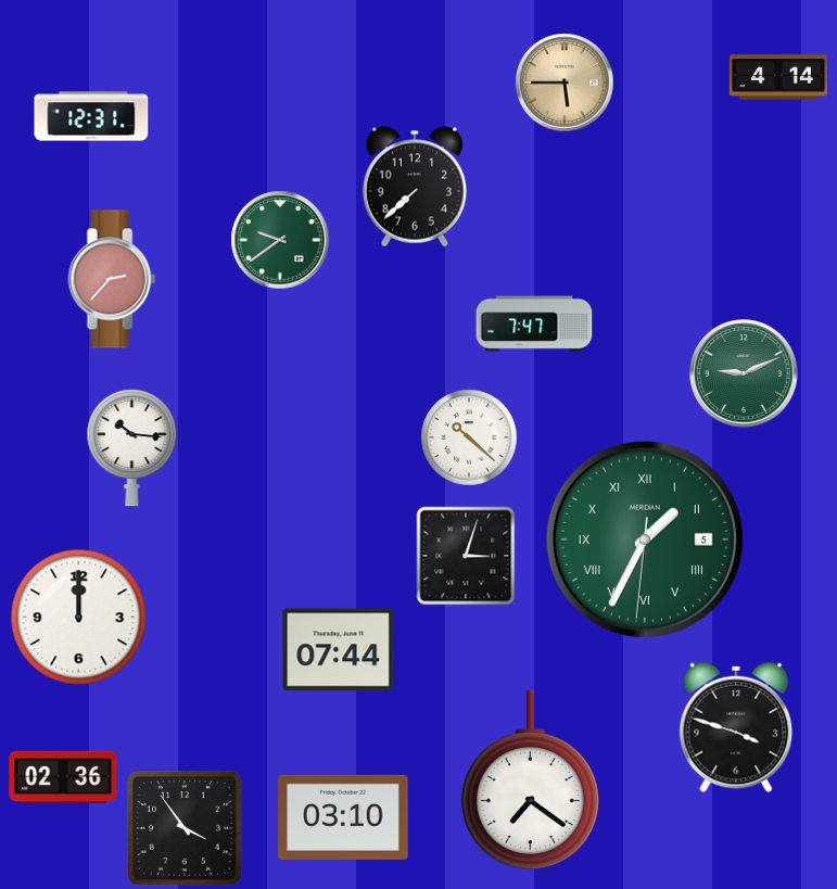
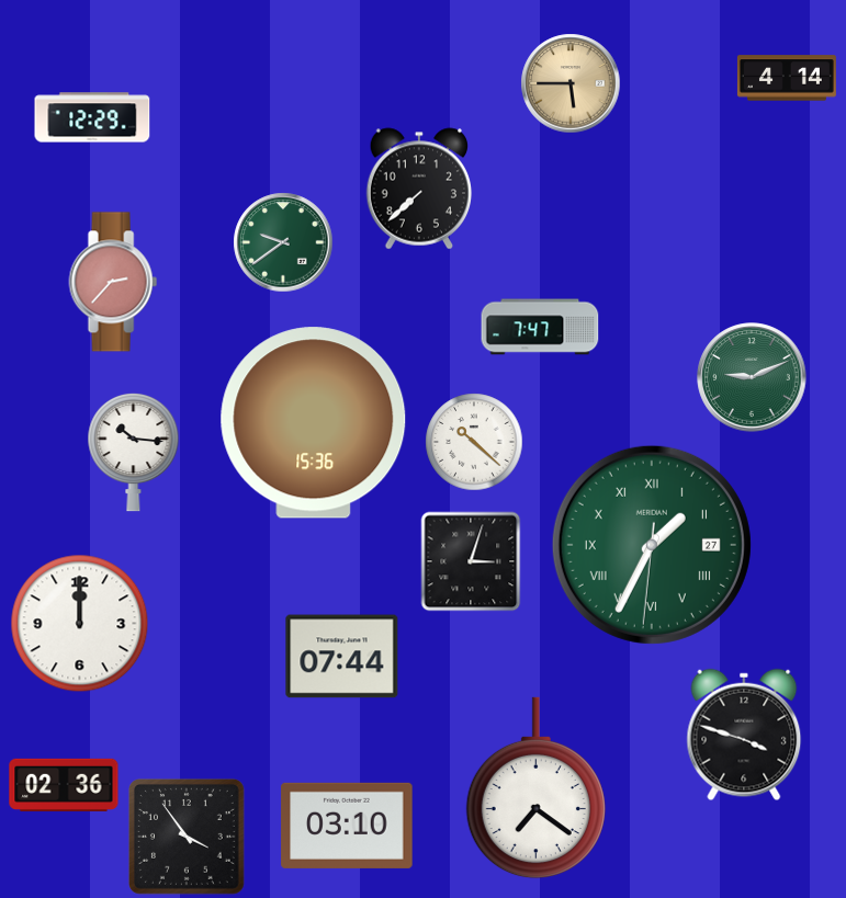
clock at (91, 116): 12:31 -> 12:29
clock at (314, 423): none -> 15:36
clock at (645, 539) date: 5 -> 27
